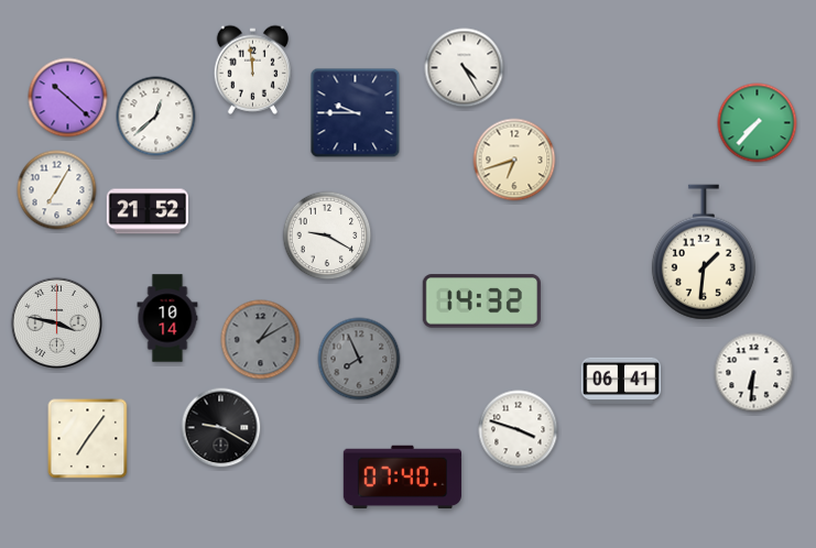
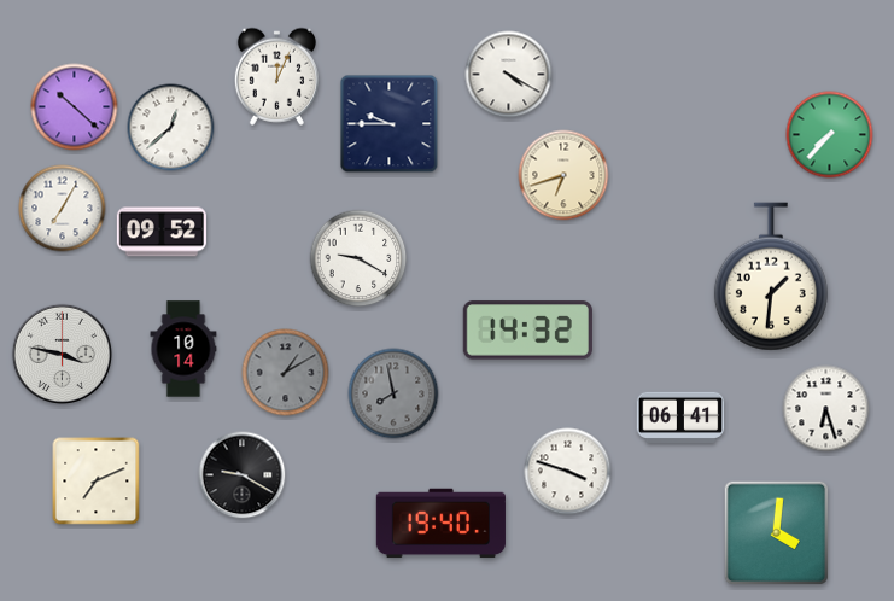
clock at (465, 68): 4:25 -> 4:20
clock at (252, 69): 11:59 -> 12:04
clock at (148, 211): 21:52 -> 09:52
clock at (359, 359): 7:56 -> 7:58
clock at (754, 373): 6:31 -> 6:27
clock at (221, 428) position: (221, 428) -> (243, 475)
clock at (88, 439): 7:06 -> 7:11
clock at (402, 478): 07:40 -> 19:40
clock at (777, 533): none -> 4:01
